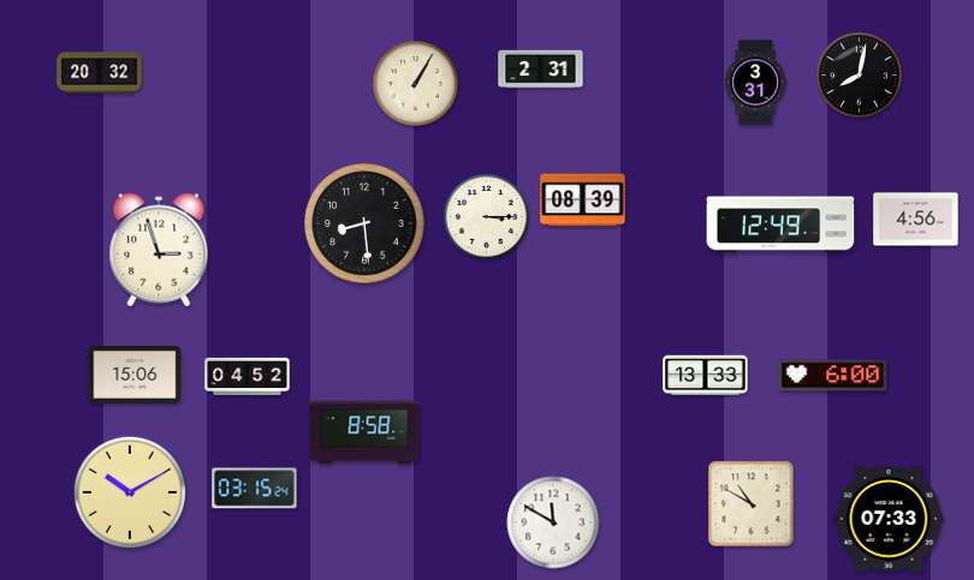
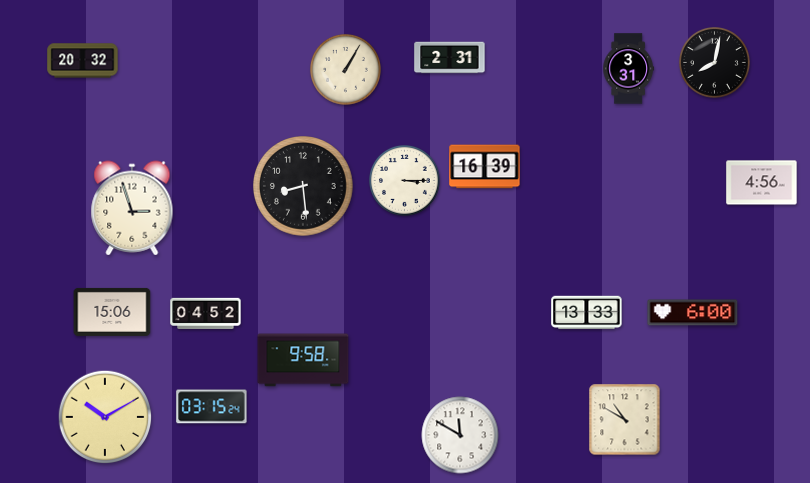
clock at (583, 201): 08:39 -> 16:39
clock at (780, 225): 12:49 -> none
clock at (364, 432): 8:58 -> 9:58
clock at (130, 492) position: (130, 492) -> (105, 417)
clock at (889, 519): 07:33 -> none
